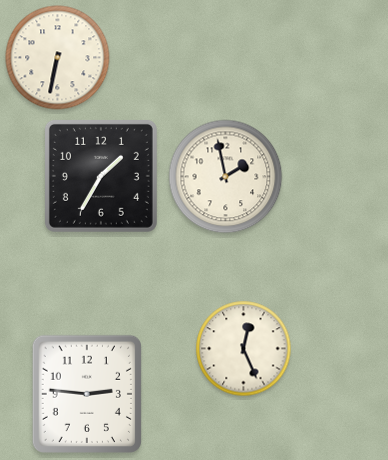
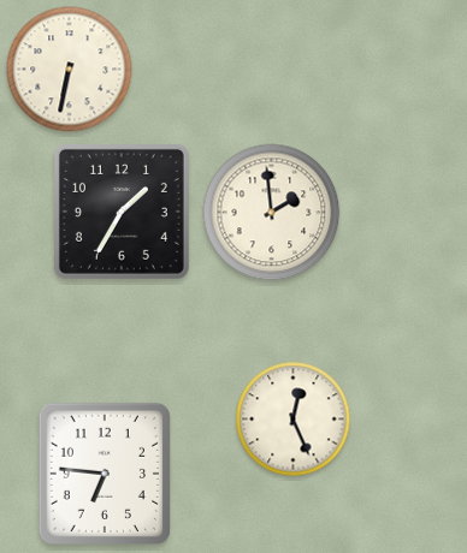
clock at (226, 177): 1:58 -> 1:59
clock at (87, 393): 2:46 -> 6:46
